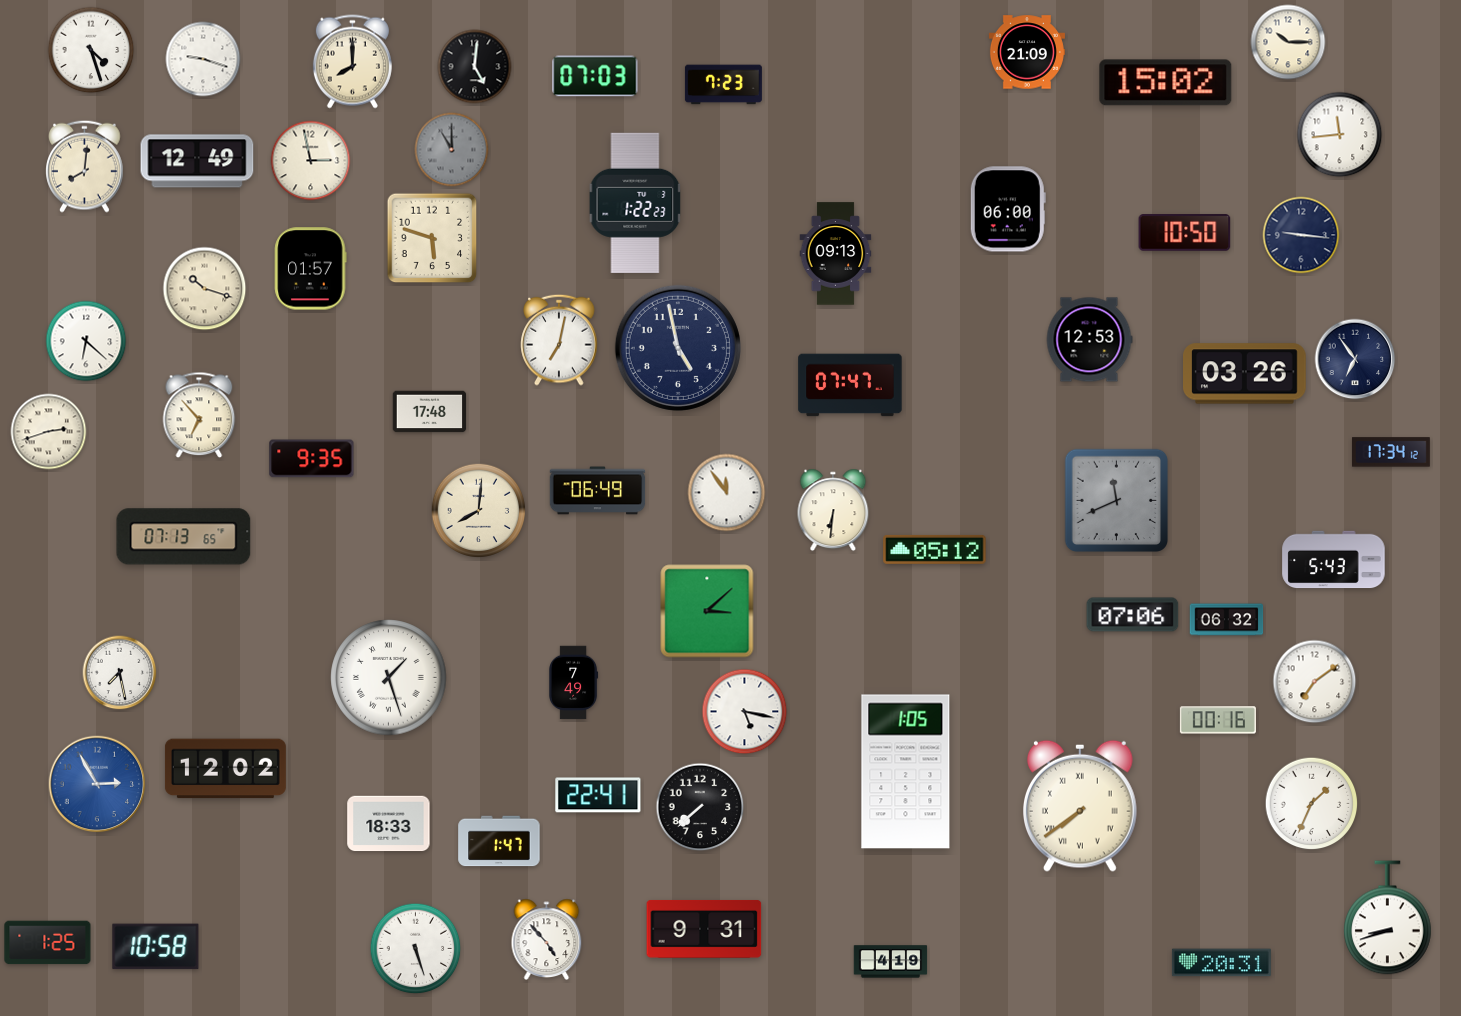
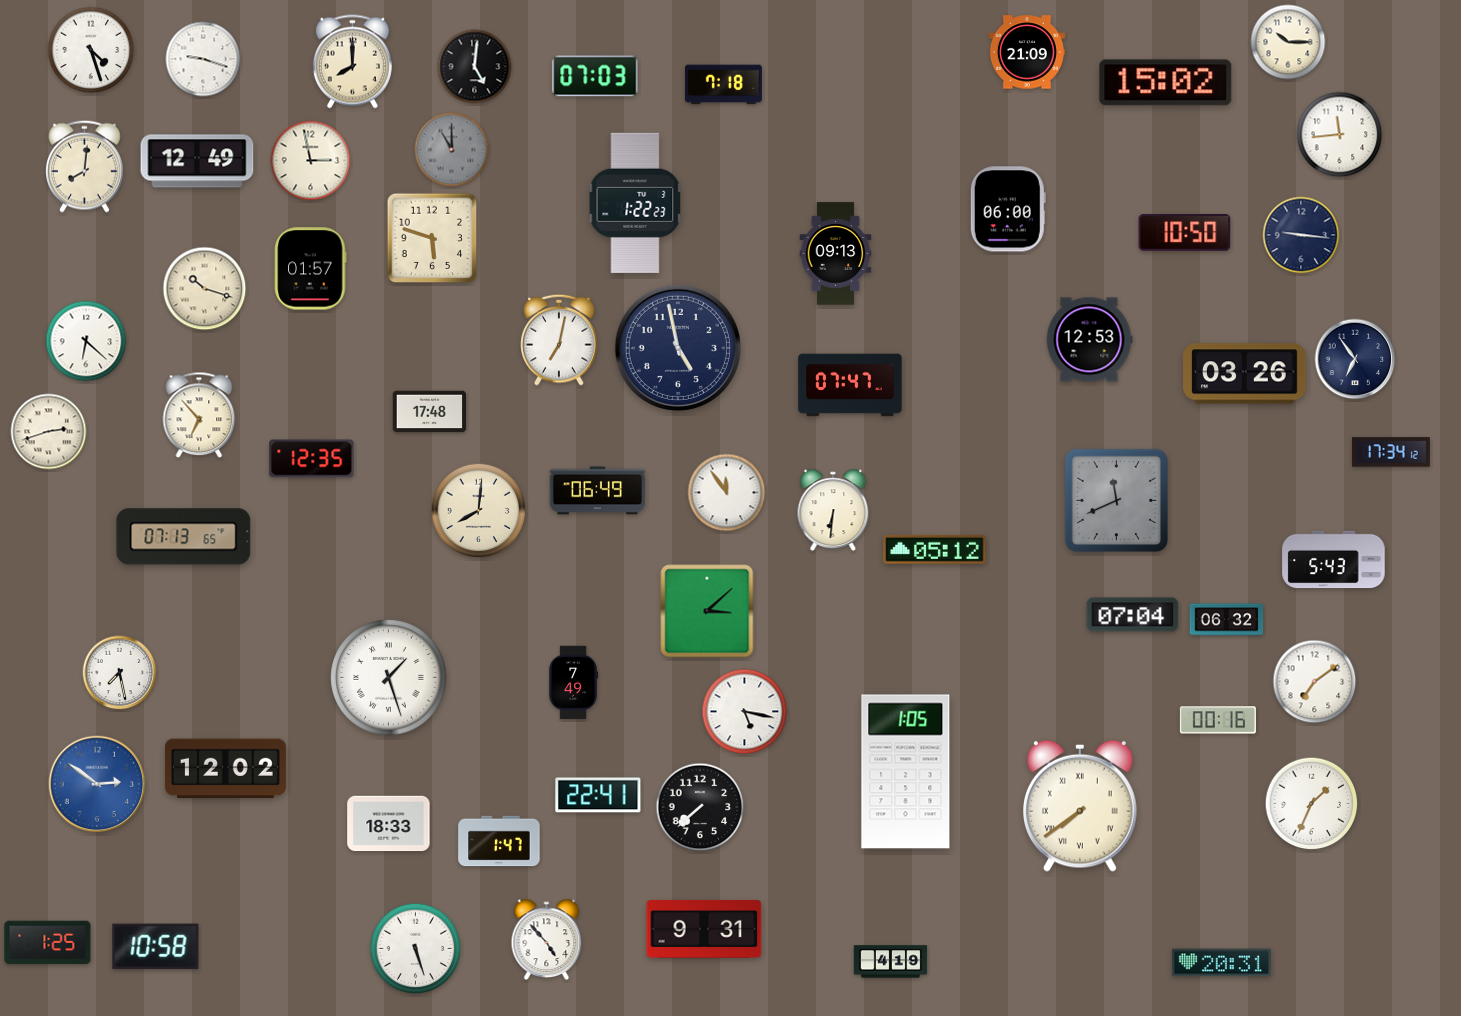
clock at (723, 85): 7:23 -> 7:18
clock at (312, 459): 9:35 -> 12:35
clock at (1133, 615): 07:06 -> 07:04
clock at (97, 784): 2:55 -> 2:51
clock at (1388, 918): 8:42 -> none
